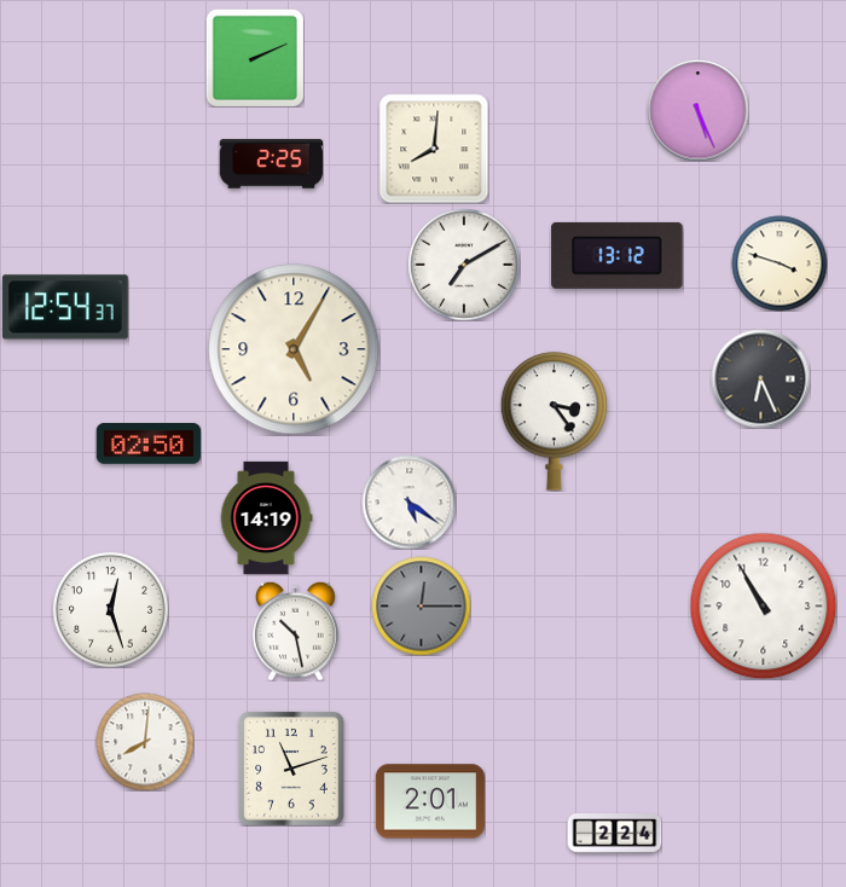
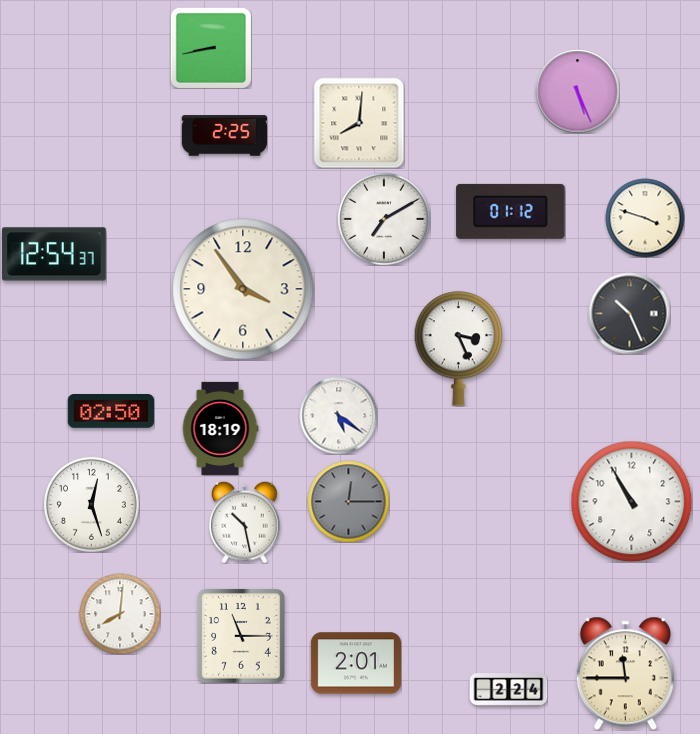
clock at (255, 58): 2:11 -> 8:43
clock at (618, 255): 13:12 -> 01:12
clock at (294, 349): 5:05 -> 3:54
clock at (760, 378): 6:26 -> 10:26
clock at (555, 422): 3:24 -> 3:26
clock at (149, 445) position: (149, 445) -> (111, 412)
clock at (266, 517): 14:19 -> 18:19
clock at (292, 769): 11:12 -> 11:15
clock at (625, 673): none -> 11:45
